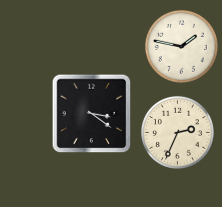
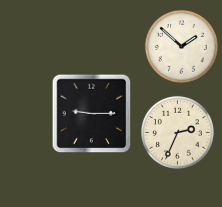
clock at (181, 46): 1:47 -> 1:52
clock at (92, 114): 3:21 -> 9:15
